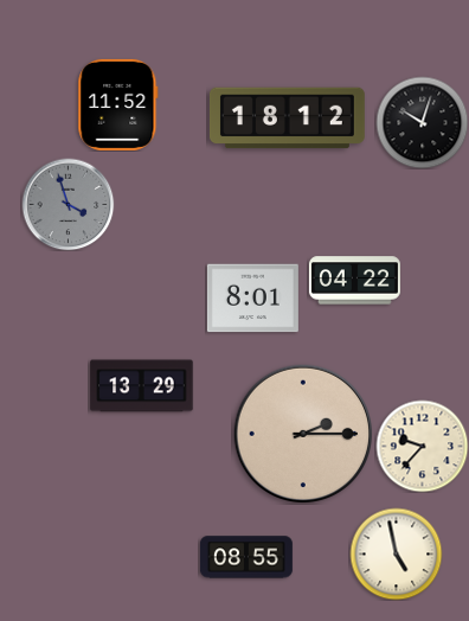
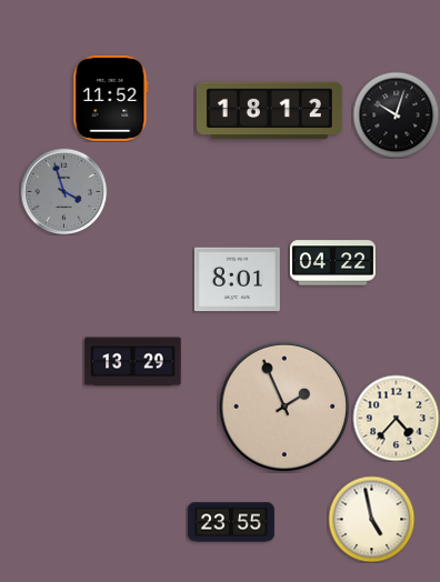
clock at (302, 433): 2:15 -> 1:56
clock at (422, 446): 9:37 -> 4:37
clock at (246, 557): 08:55 -> 23:55
